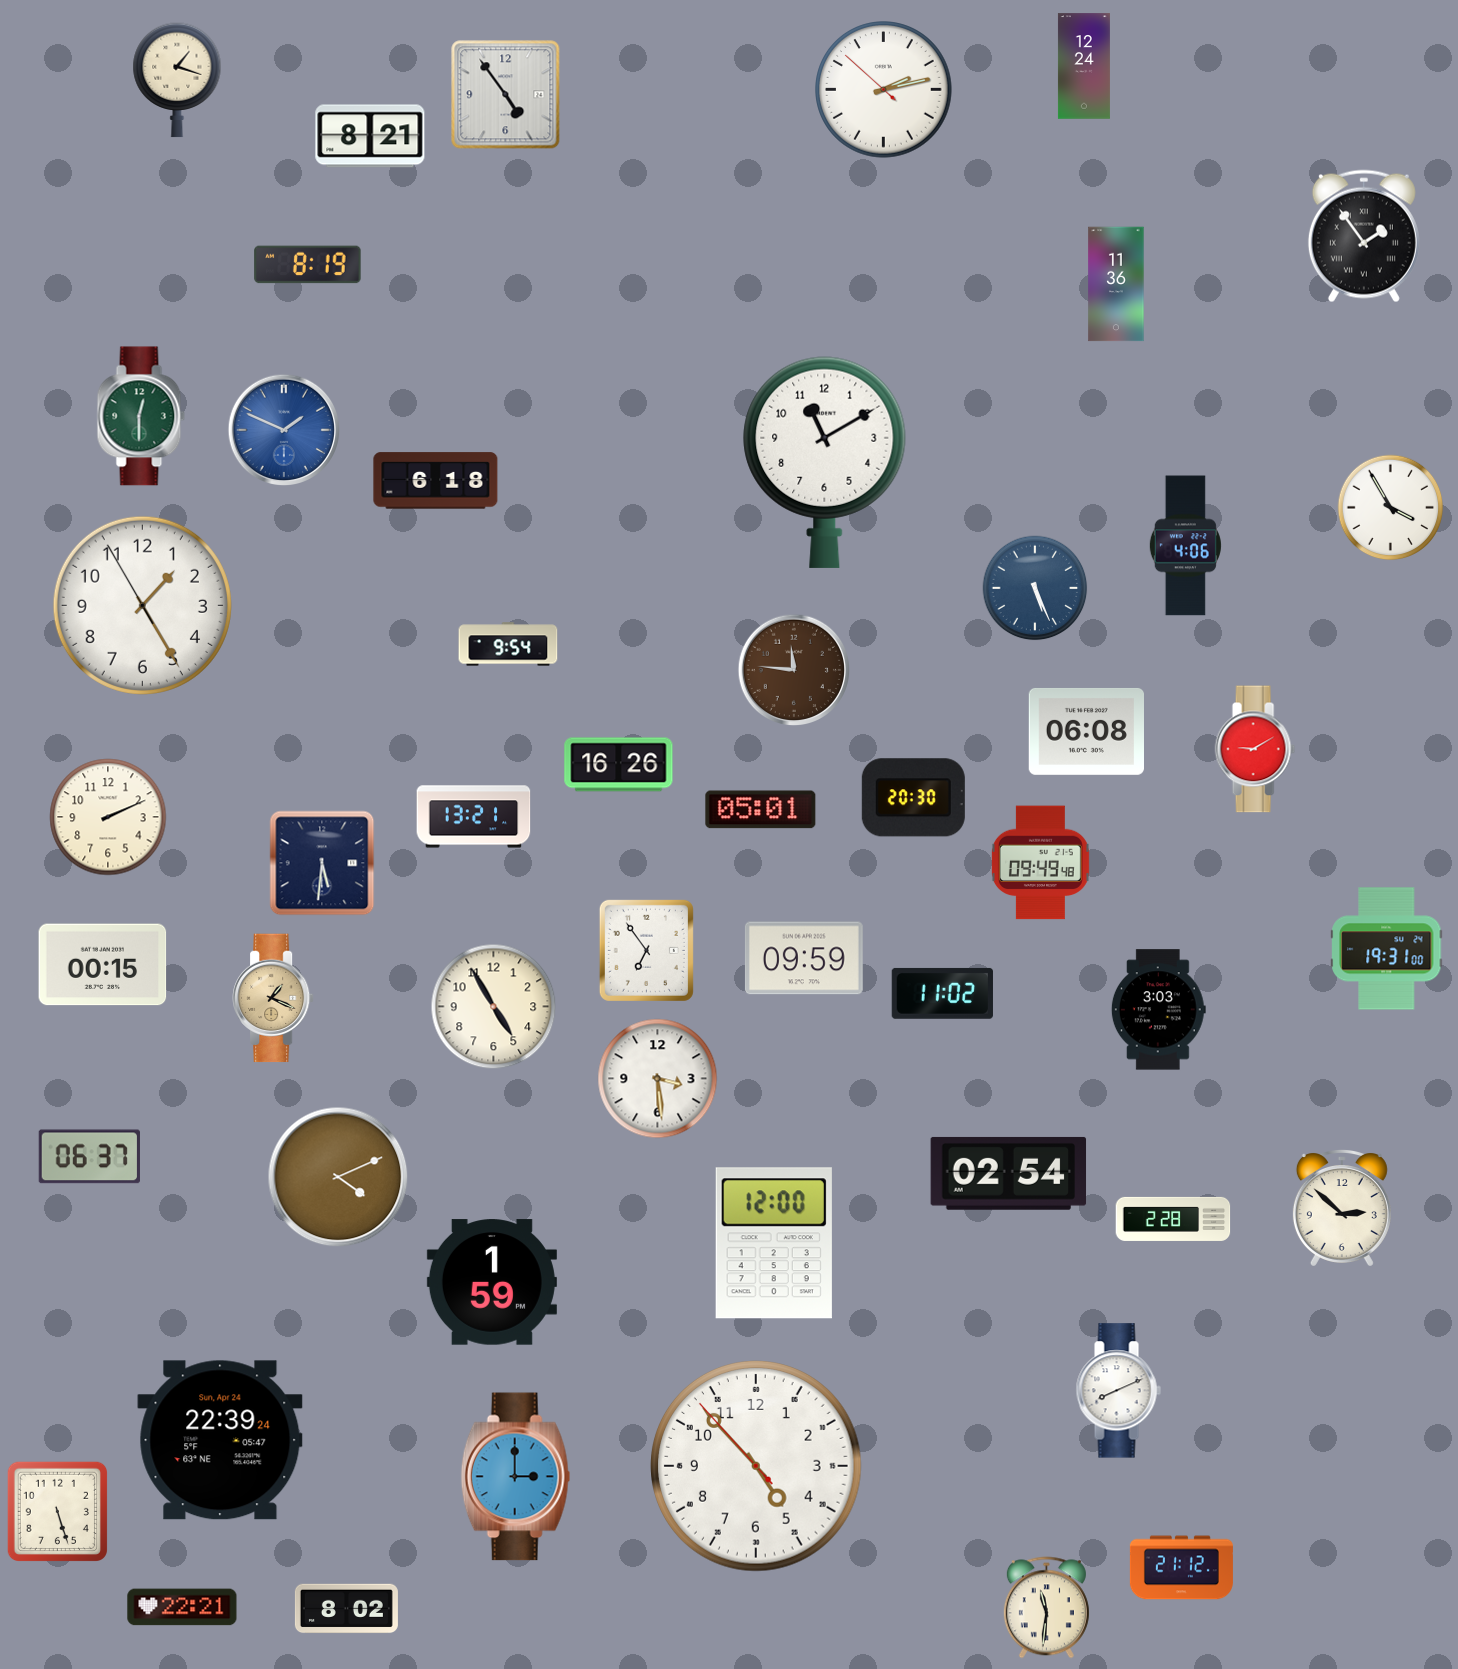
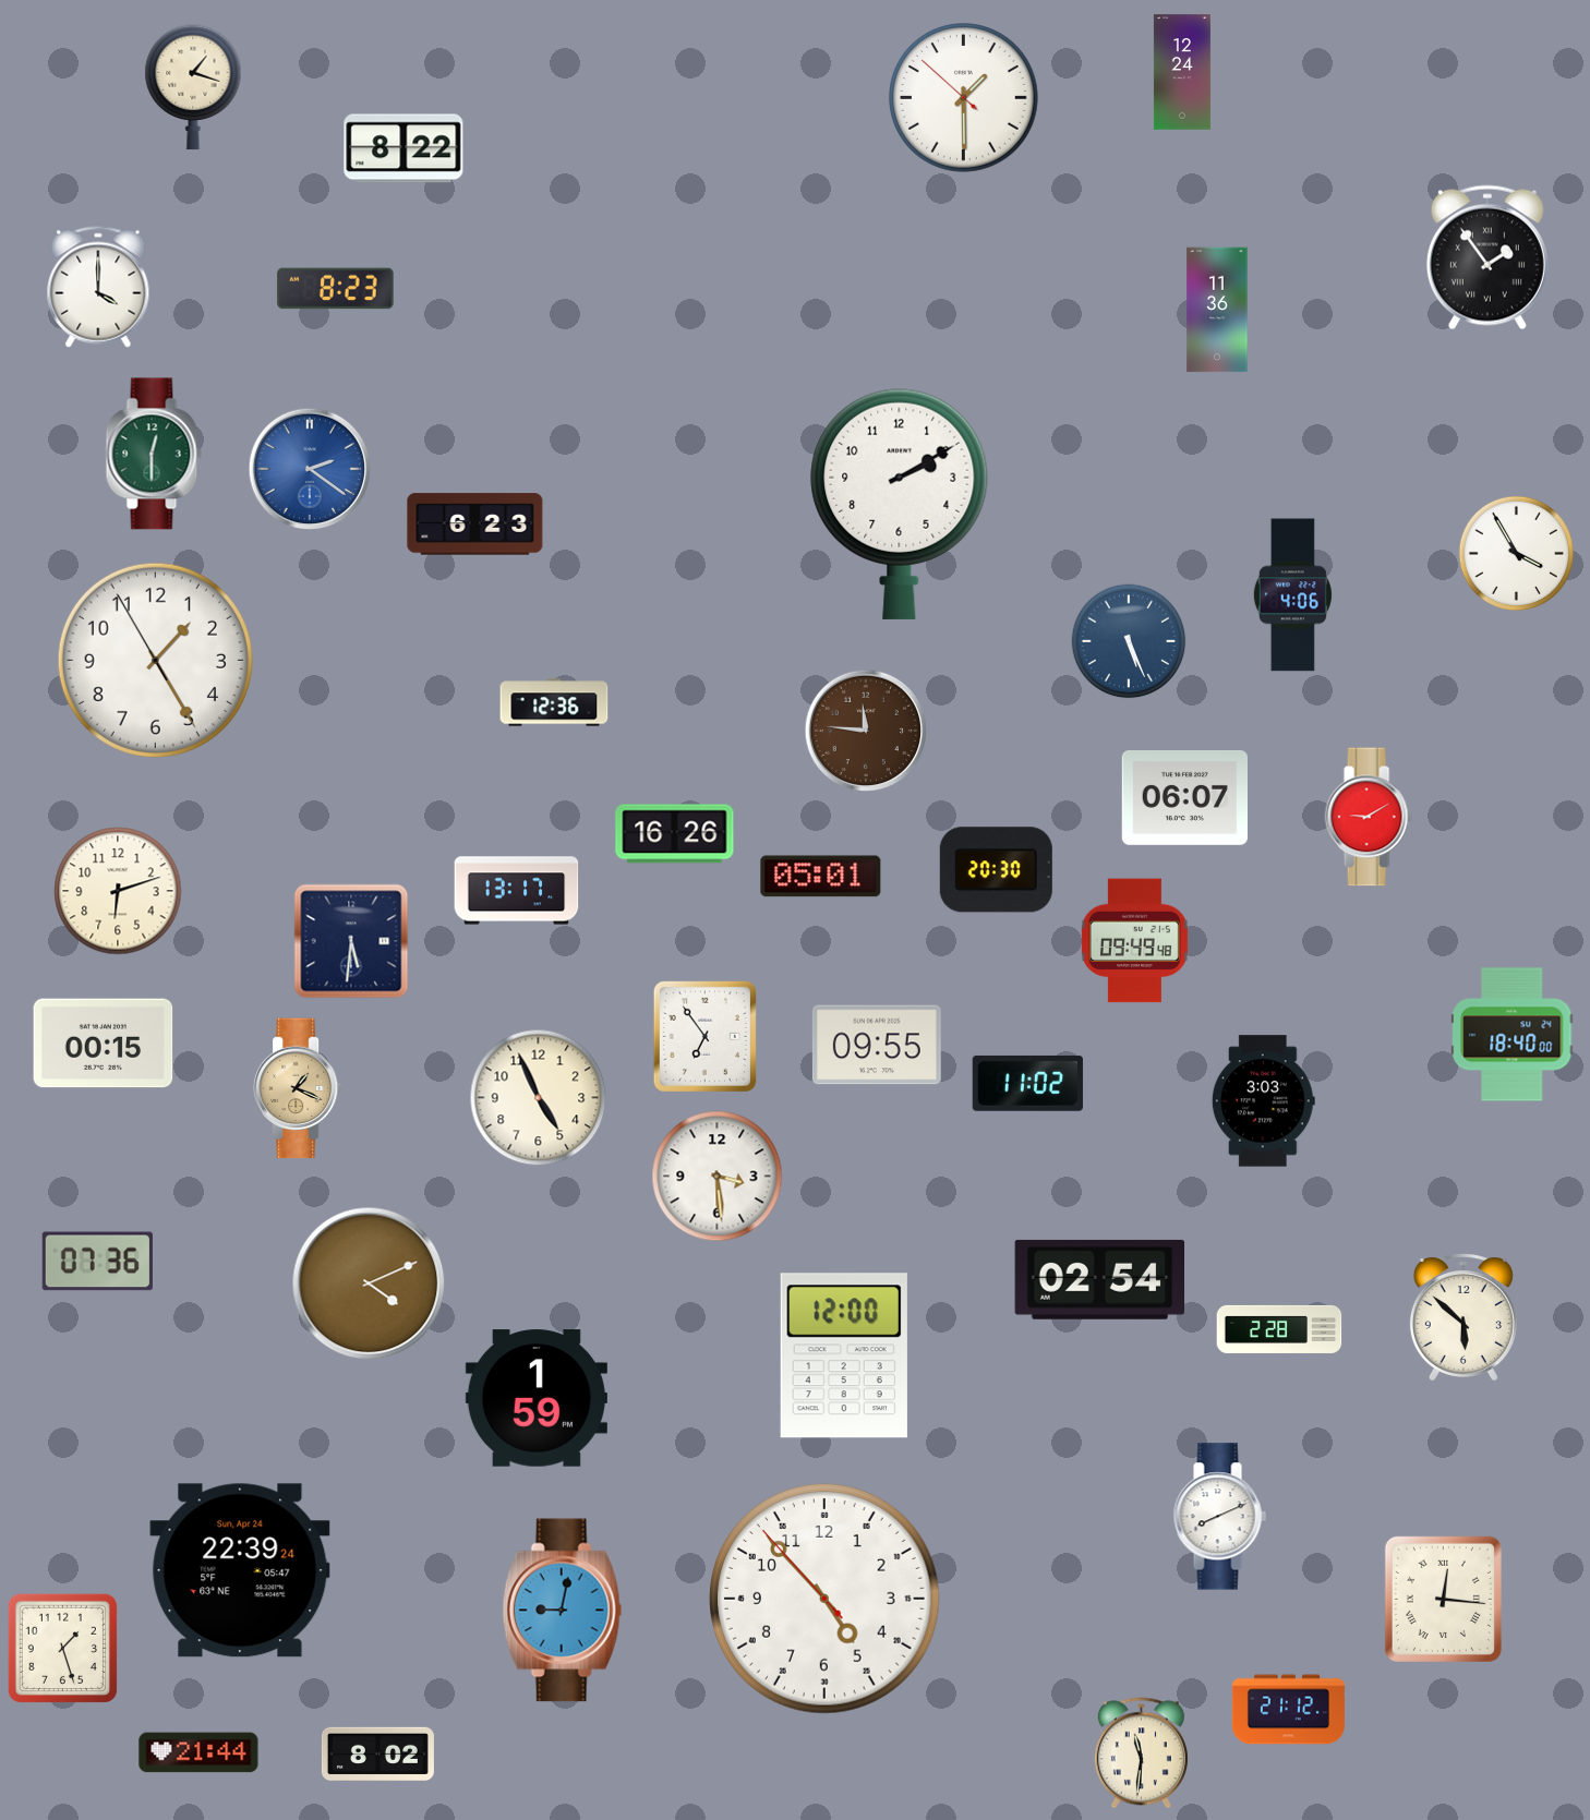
clock at (884, 90): 2:12 -> 1:29
clock at (506, 95): 4:54 -> none
clock at (370, 136): 8:21 -> 8:22
clock at (98, 287): none -> 4:00
clock at (308, 265): 8:19 -> 8:23
clock at (283, 429): 1:49 -> 2:21
clock at (825, 462): 11:10 -> 2:10
clock at (436, 481): 6:18 -> 6:23
clock at (508, 644): 9:54 -> 12:36
clock at (1086, 731): 06:08 -> 06:07
clock at (761, 810) position: (761, 810) -> (821, 877)
clock at (108, 817): 2:11 -> 6:12
clock at (474, 817): 13:21 -> 13:17
clock at (1387, 949): 19:31 -> 18:40
clock at (804, 958): 09:59 -> 09:55
clock at (103, 965) position: (103, 965) -> (104, 1044)
clock at (494, 1007): 4:55 -> 4:56
clock at (89, 1157): 06:37 -> 07:36
clock at (1342, 1208): 2:52 -> 5:52
clock at (1443, 1599): none -> 12:16
clock at (516, 1477): 3:00 -> 9:02
clock at (57, 1511): 5:27 -> 1:27
clock at (182, 1607): 22:21 -> 21:44
